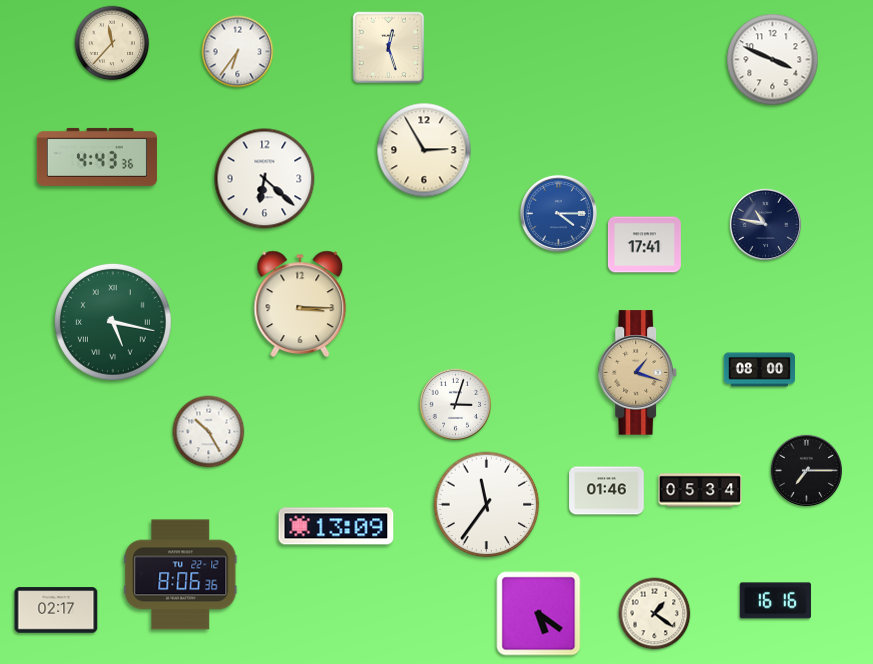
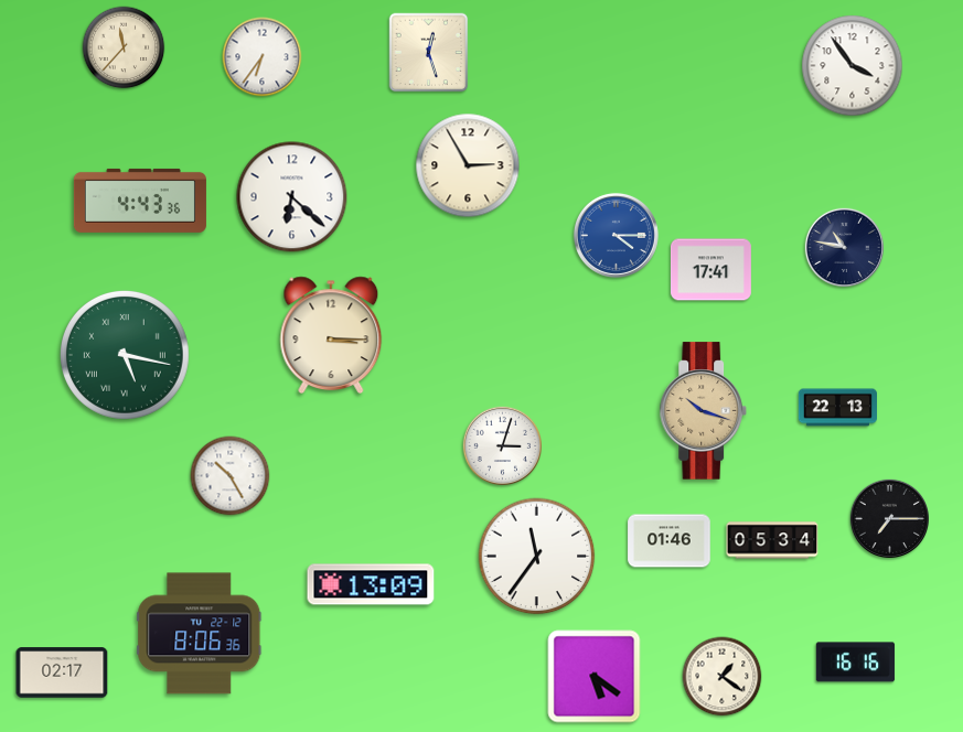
clock at (773, 60): 3:49 -> 3:54
clock at (97, 157) position: (97, 157) -> (140, 201)
clock at (759, 370): 08:00 -> 22:13
clock at (638, 373): 1:18 -> 10:18
clock at (336, 526) position: (336, 526) -> (371, 584)
